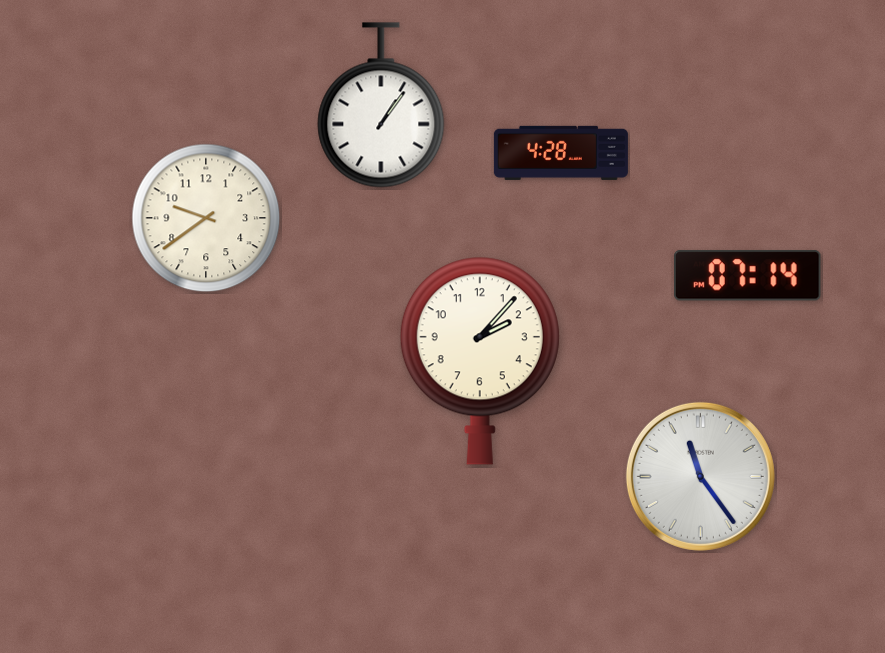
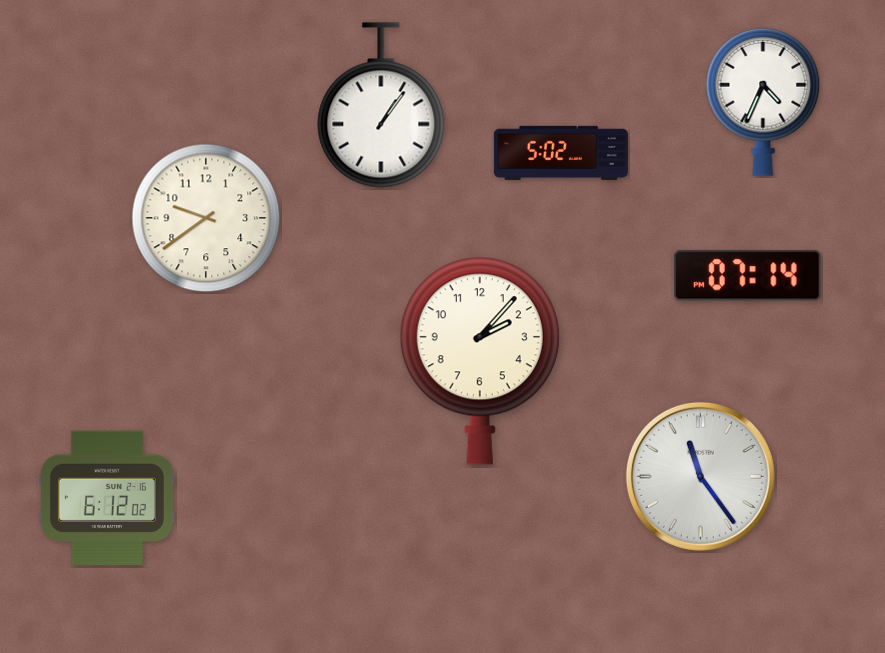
clock at (763, 102): none -> 4:34
clock at (561, 153): 4:28 -> 5:02
clock at (107, 498): none -> 6:12
